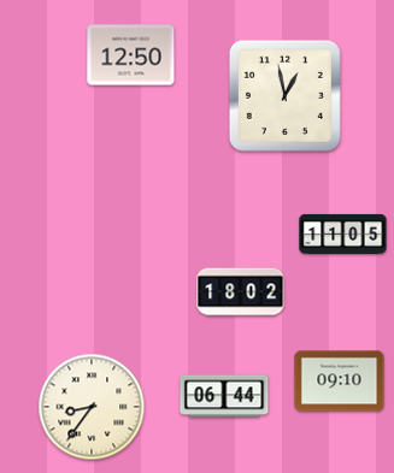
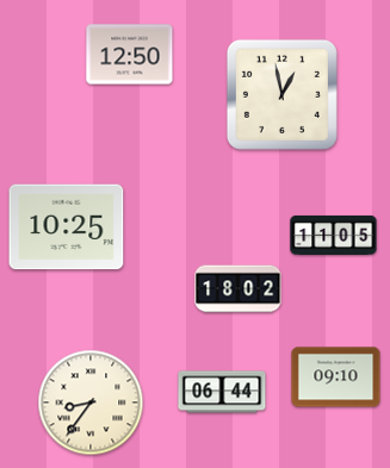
clock at (67, 227): none -> 10:25
clock at (343, 233) position: (343, 233) -> (334, 235)
